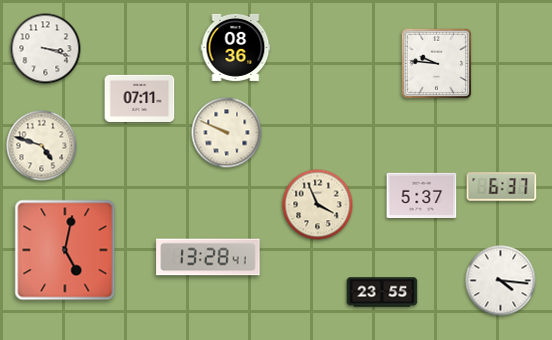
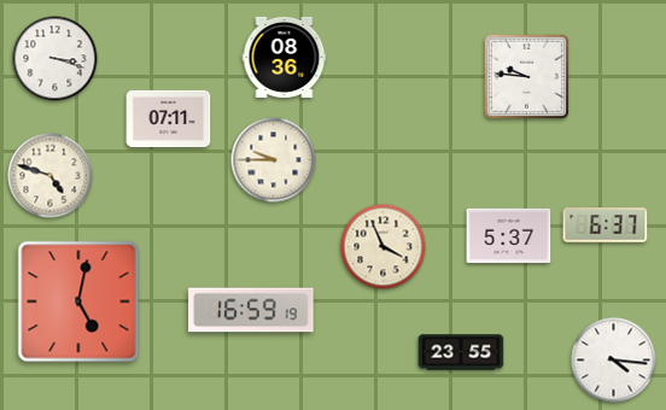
clock at (227, 133): 9:49 -> 9:45
clock at (208, 257): 13:28 -> 16:59
clock at (501, 281) position: (501, 281) -> (614, 361)
